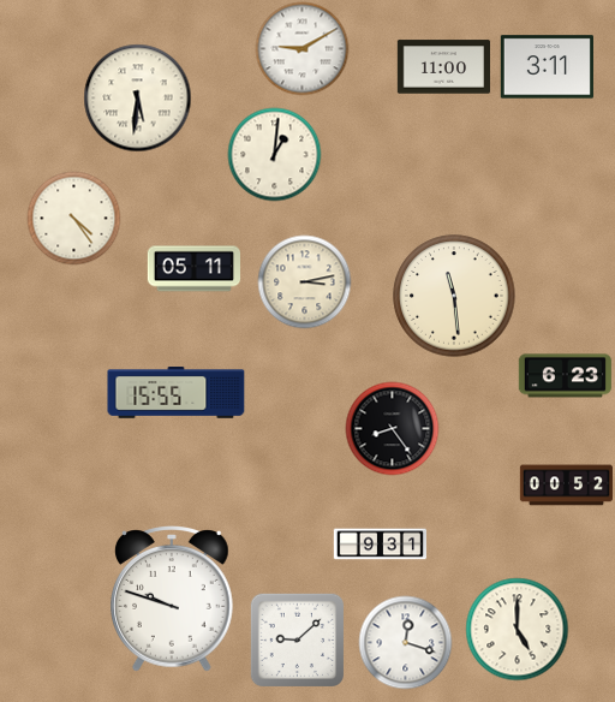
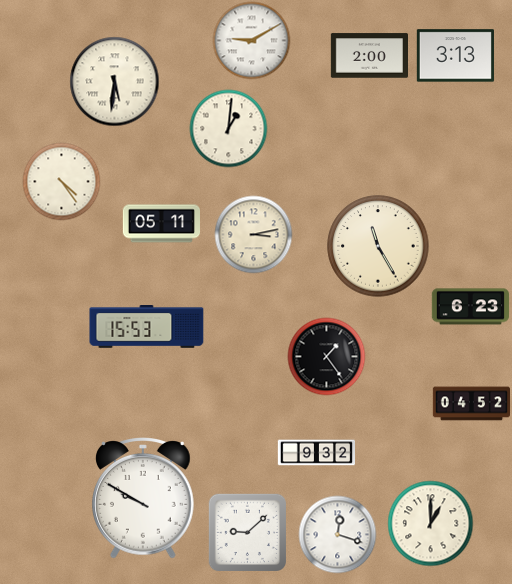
clock at (443, 67): 11:00 -> 2:00
clock at (547, 67): 3:11 -> 3:13
clock at (454, 296): 11:29 -> 11:25
clock at (565, 376) position: (565, 376) -> (470, 307)
clock at (177, 393): 15:55 -> 15:53
clock at (392, 428): 8:24 -> 1:24
clock at (566, 486): 00:52 -> 04:52
clock at (380, 545): 9:31 -> 9:32
clock at (173, 599): 9:48 -> 9:50
clock at (517, 629): 5:00 -> 1:00
